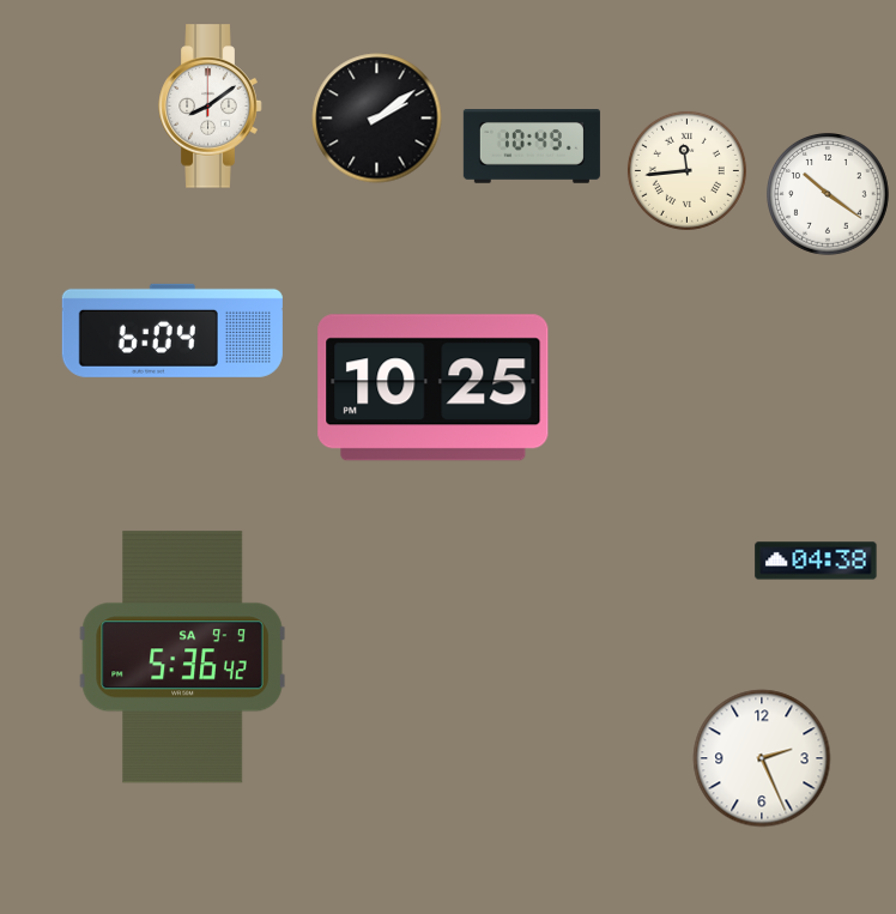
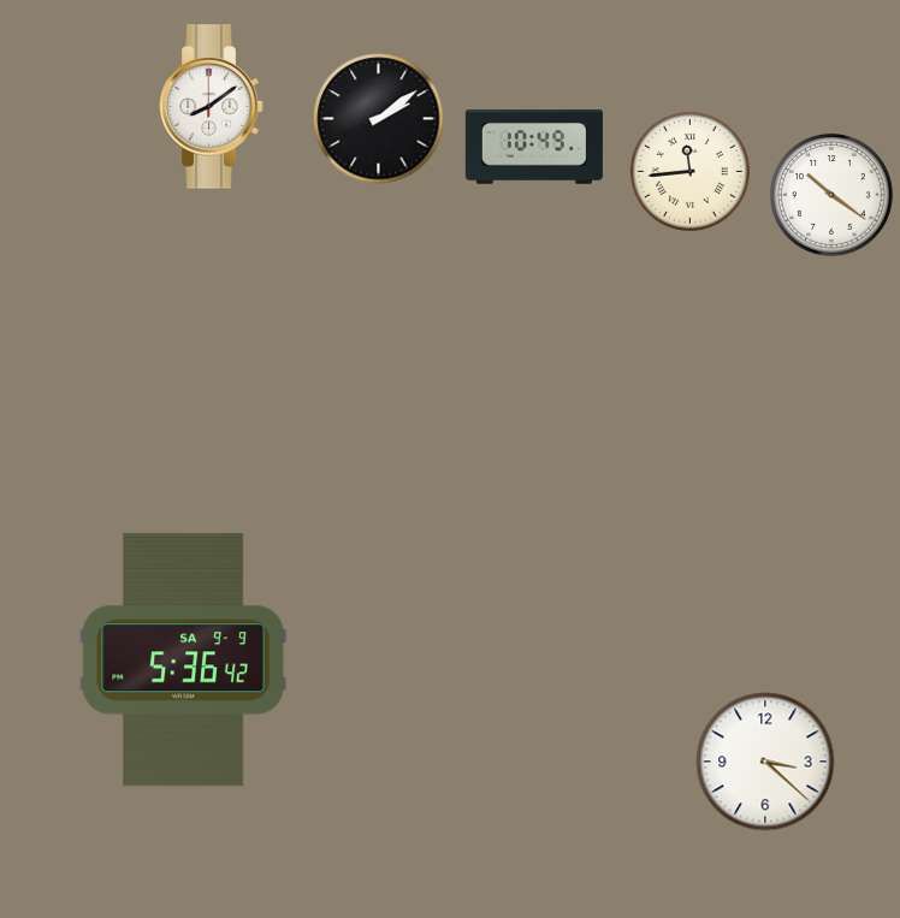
clock at (172, 331): 6:04 -> none
clock at (434, 388): 10:25 -> none
clock at (816, 561): 04:38 -> none
clock at (762, 758): 2:26 -> 3:22
